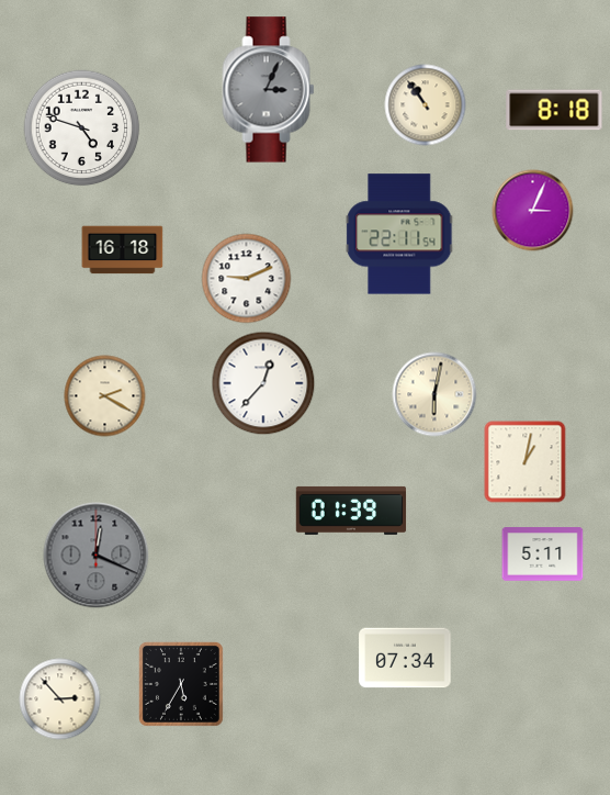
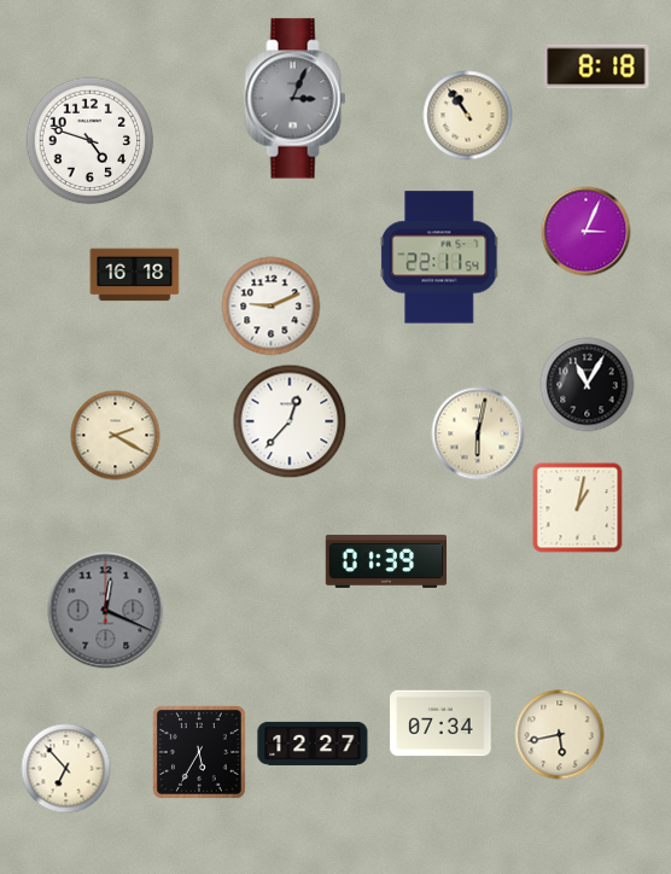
clock at (554, 110) position: (554, 110) -> (596, 66)
clock at (588, 385): none -> 11:05
clock at (543, 555): 5:11 -> none
clock at (405, 658) position: (405, 658) -> (440, 723)
clock at (560, 735): none -> 5:43
clock at (313, 744): none -> 12:27
clock at (60, 699): 2:53 -> 6:53
